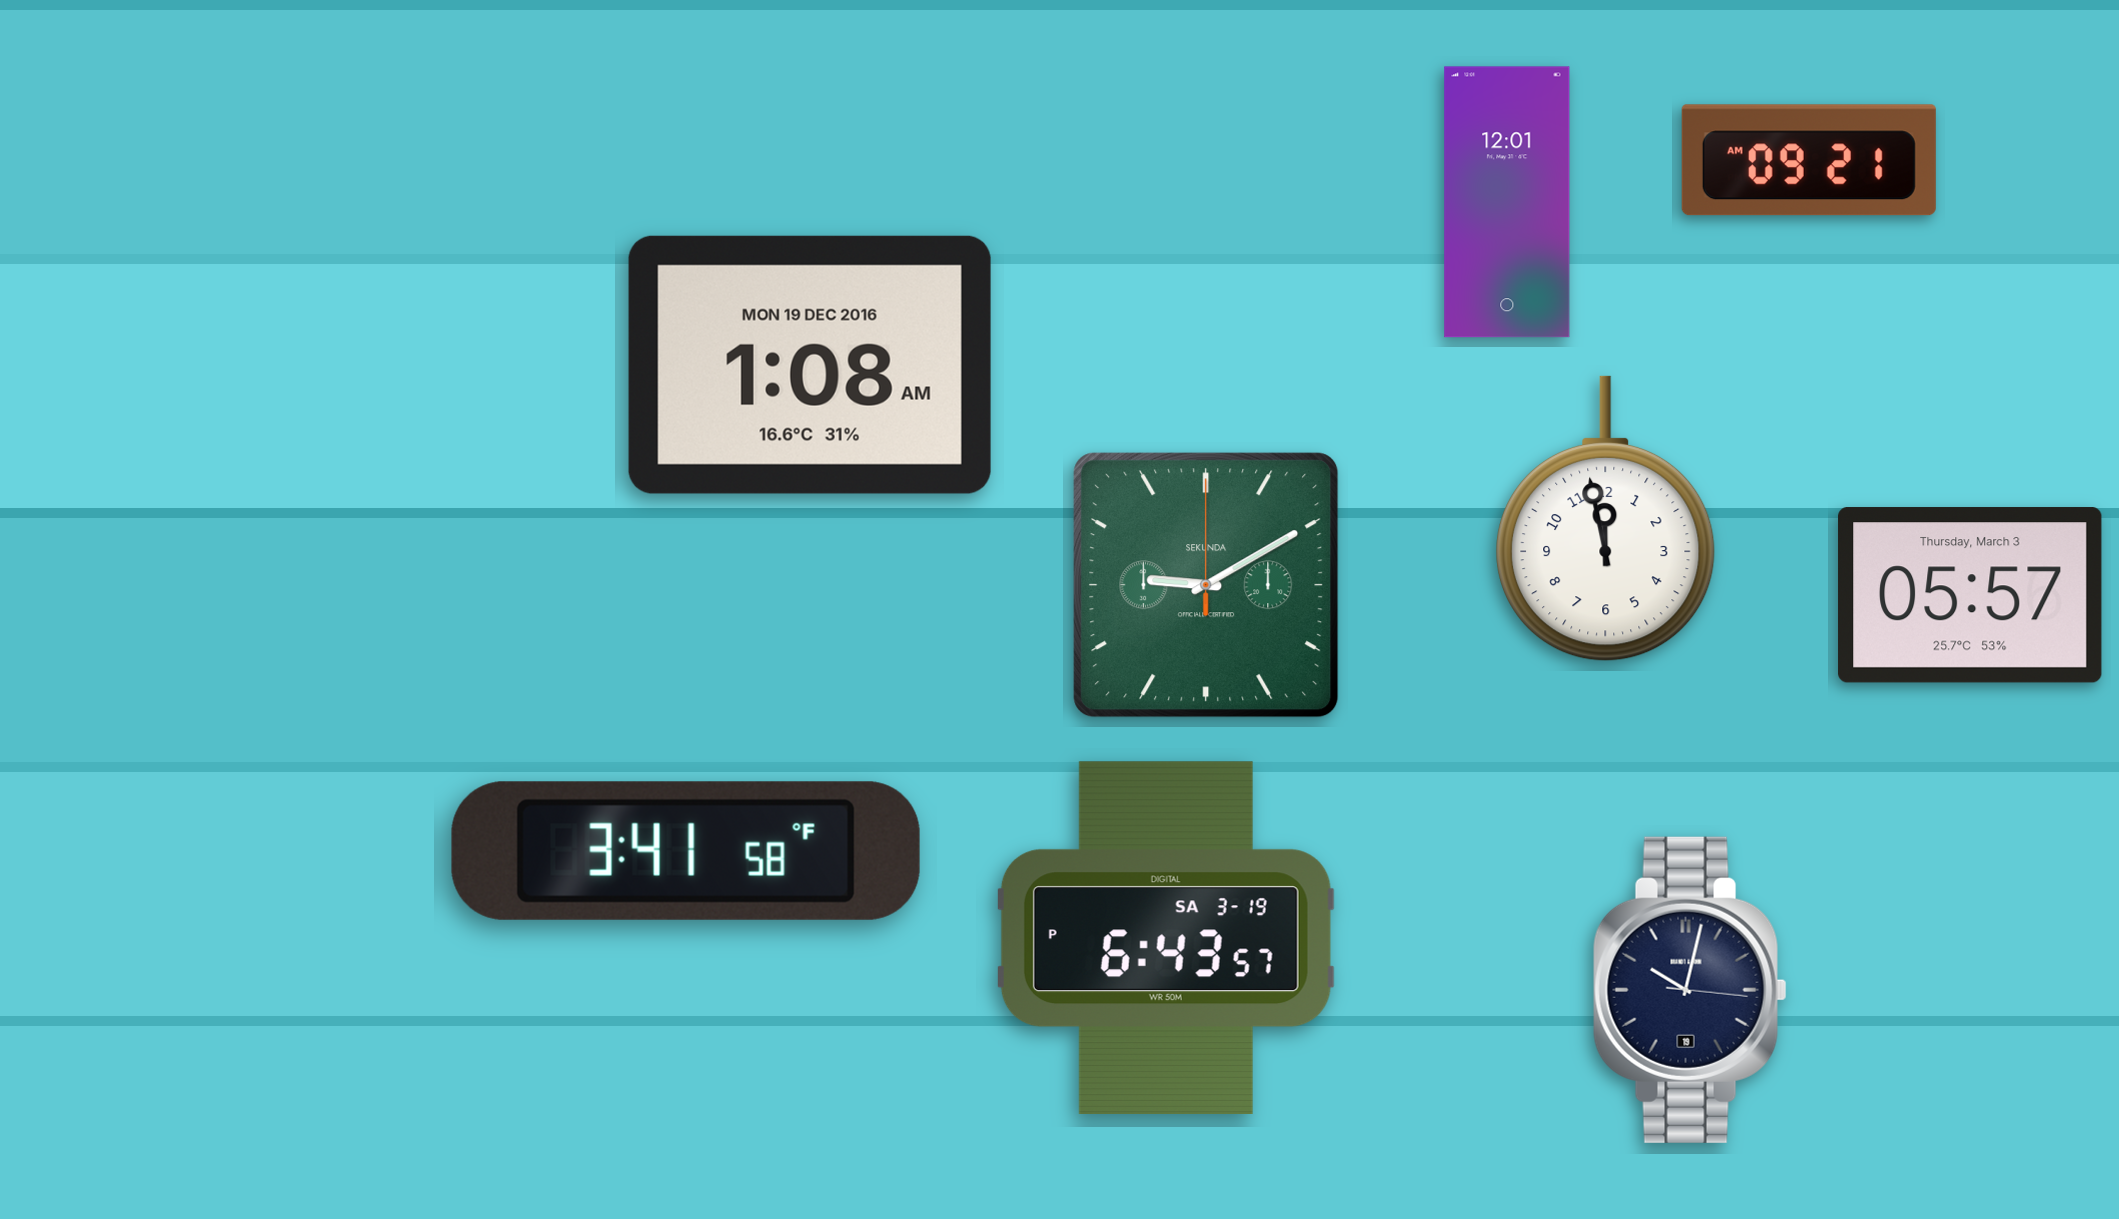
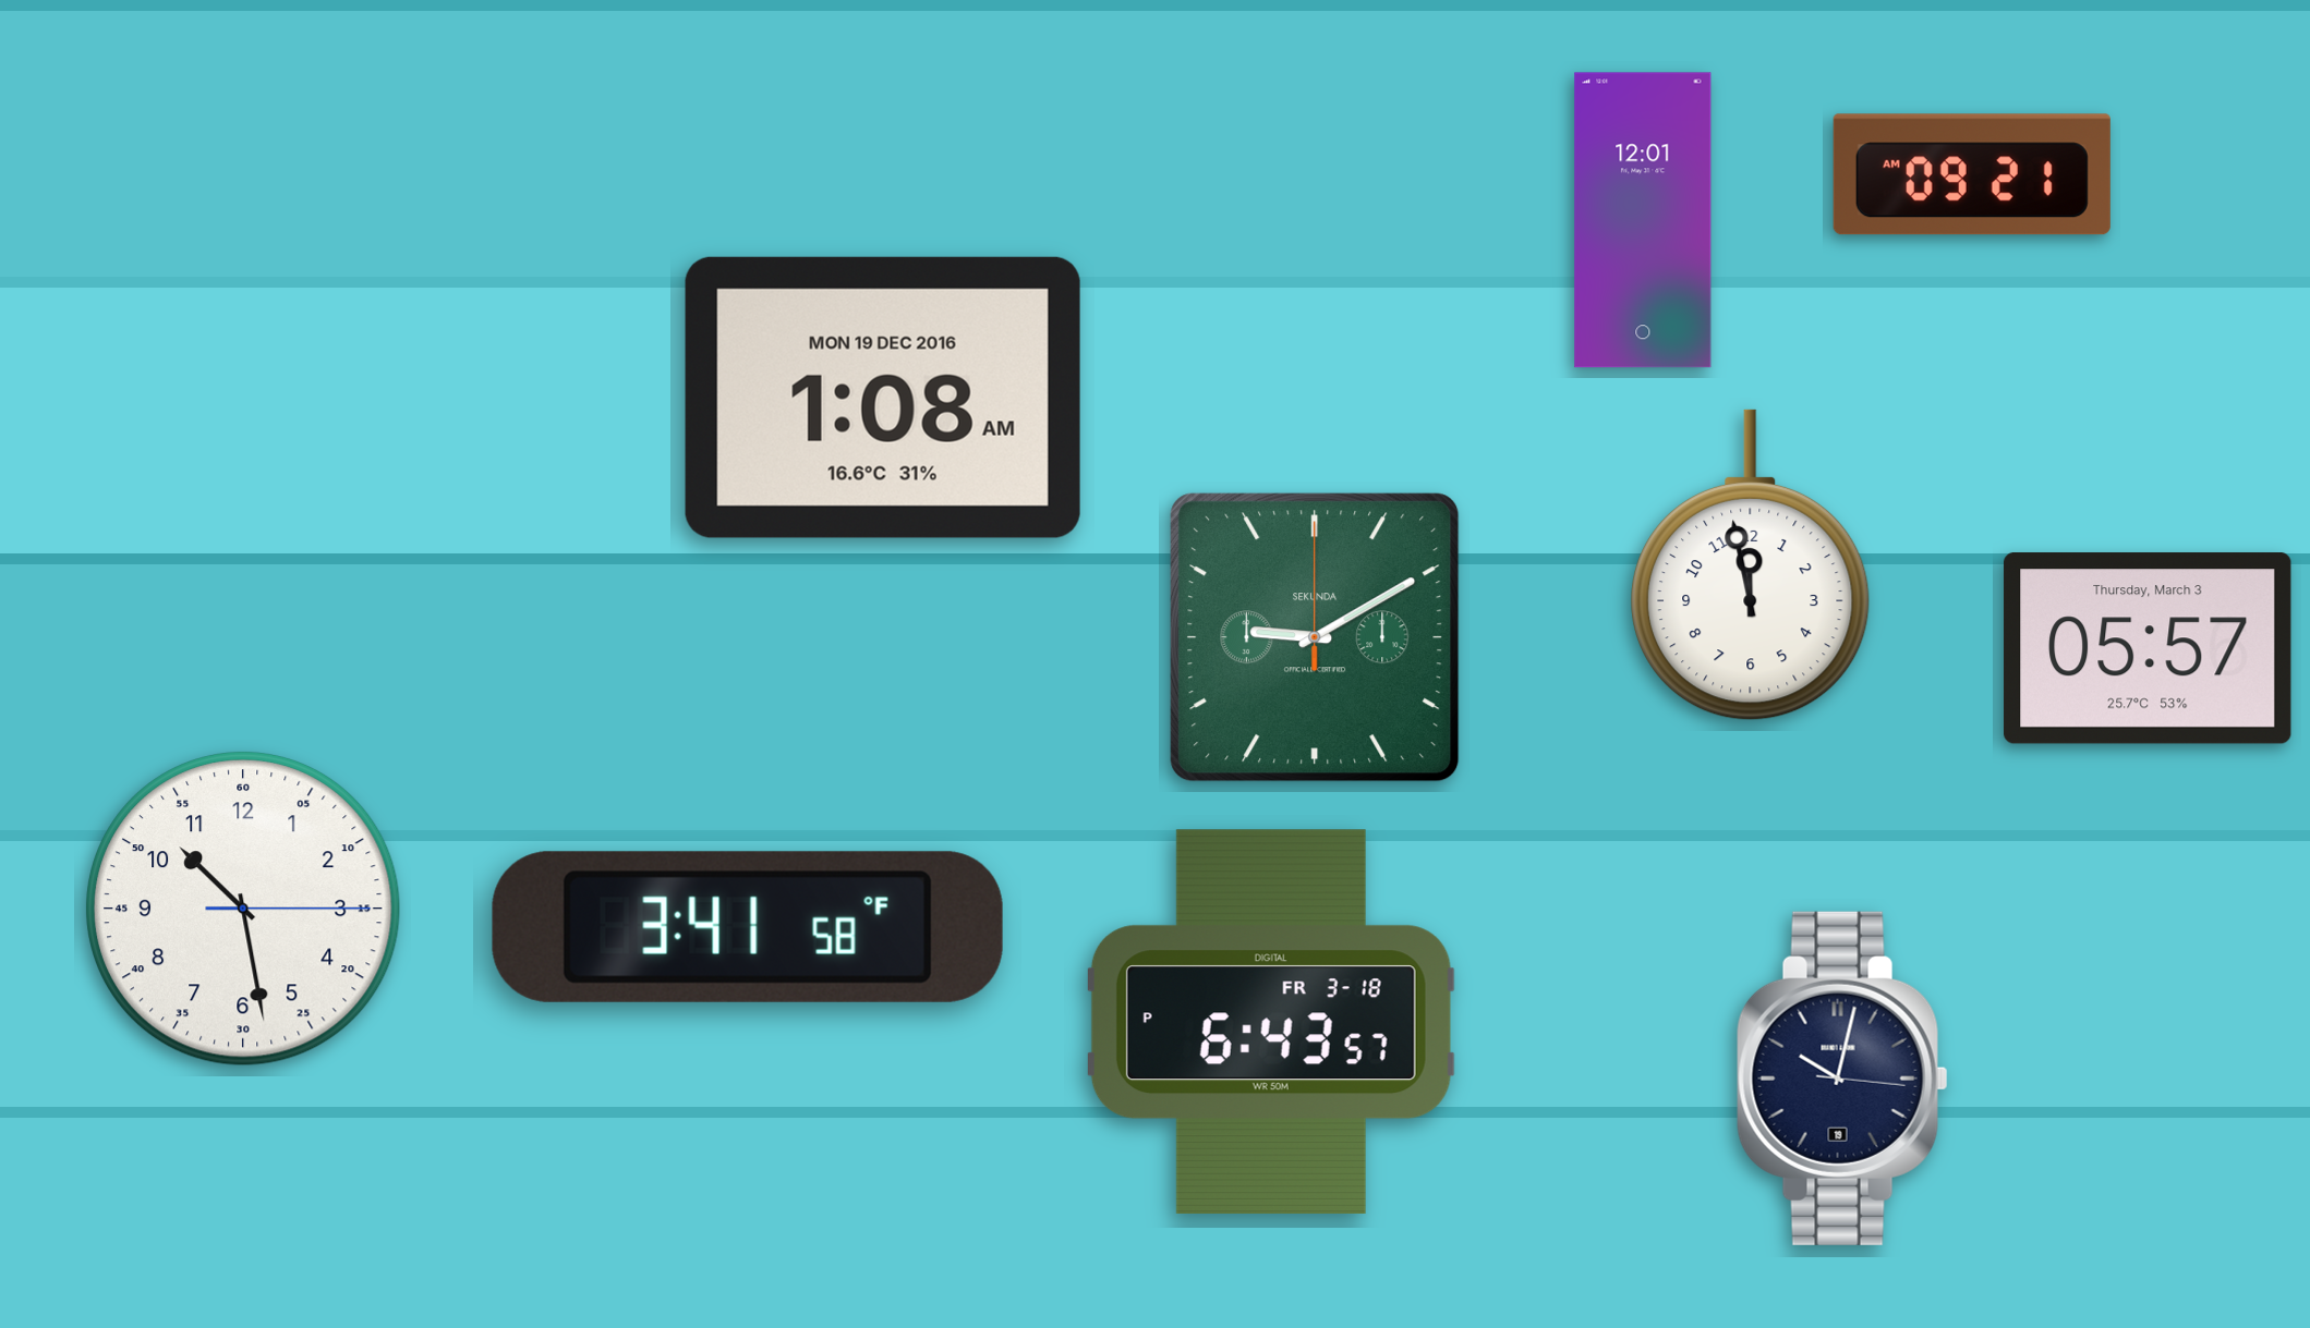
clock at (243, 909): none -> 10:28
clock at (1166, 937) date: SA 3-19 -> FR 3-18
